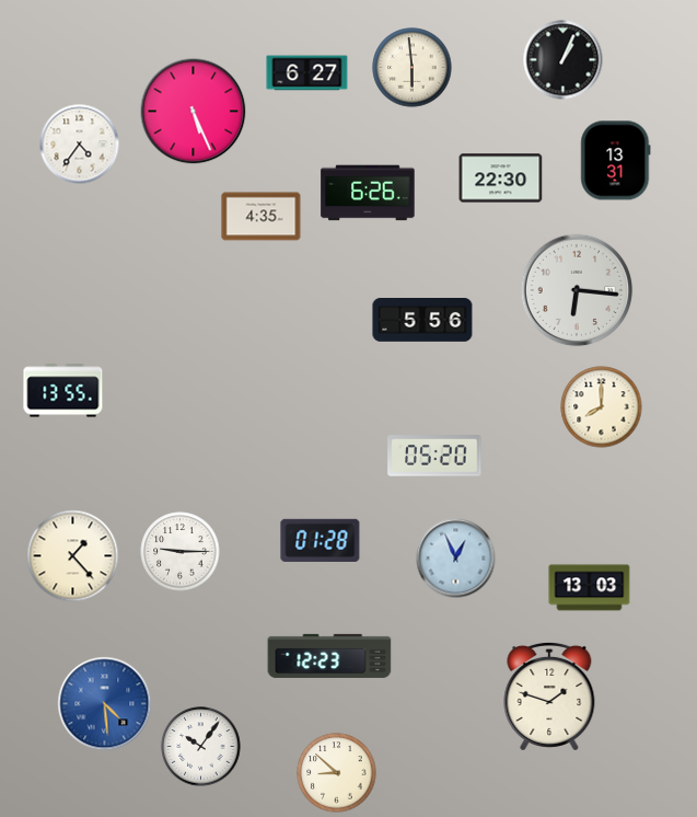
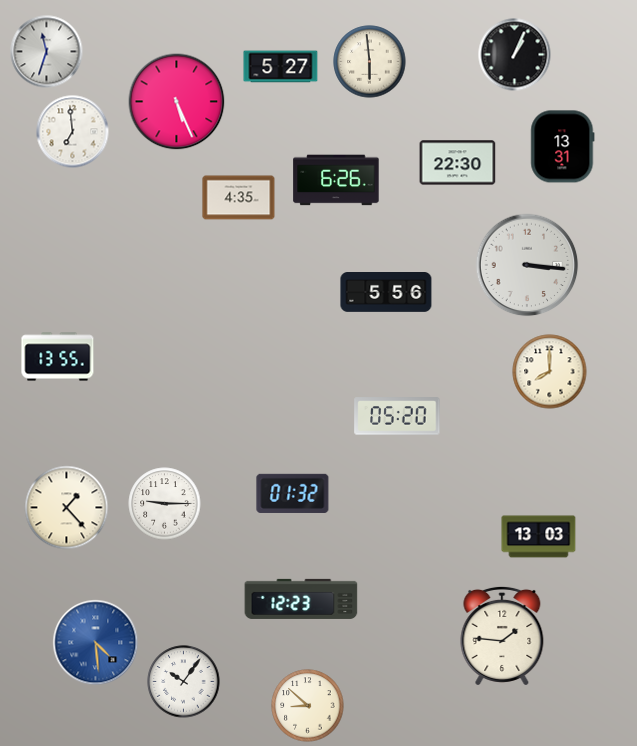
clock at (47, 52): none -> 11:33
clock at (413, 68) position: (413, 68) -> (370, 62)
clock at (307, 73): 6:27 -> 5:27
clock at (80, 145): 4:36 -> 6:59
clock at (368, 193) position: (368, 193) -> (336, 180)
clock at (577, 290): 6:16 -> 3:16
clock at (321, 540): 01:28 -> 01:32
clock at (456, 559): 12:56 -> none
clock at (549, 697): 1:48 -> 1:46
